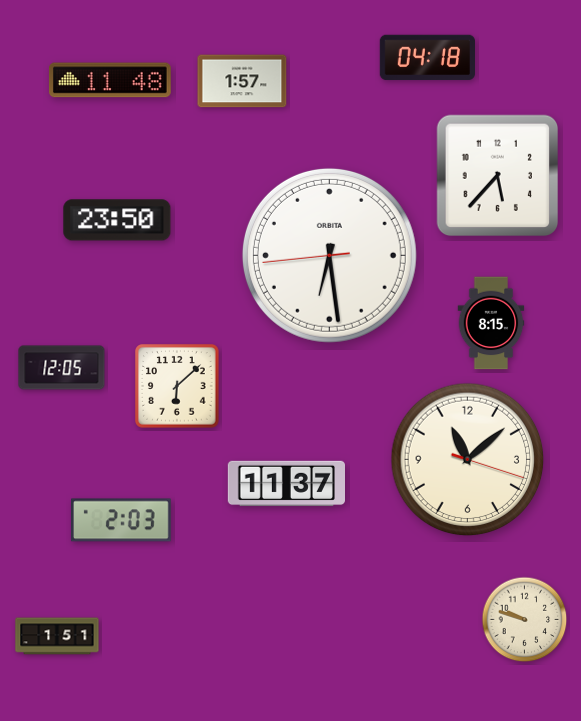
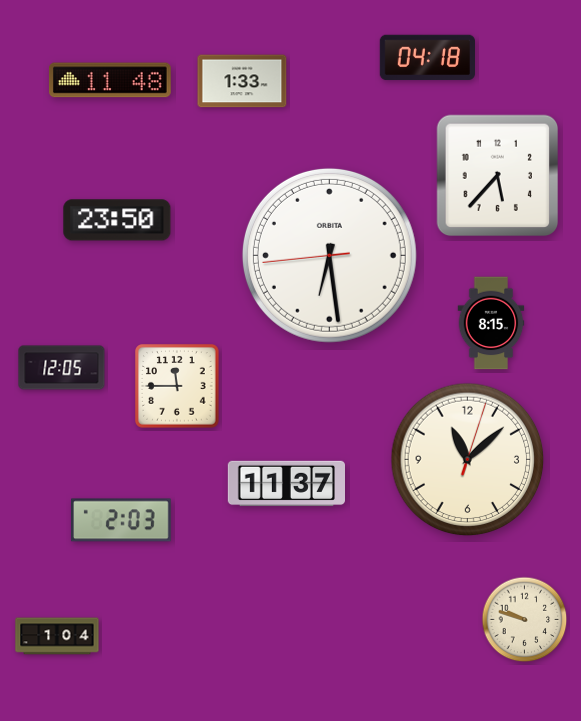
clock at (242, 81): 1:57 -> 1:33
clock at (177, 386): 6:08 -> 11:45
clock at (468, 460): 11:08:18 -> 11:08:03
clock at (57, 636): 1:51 -> 1:04
